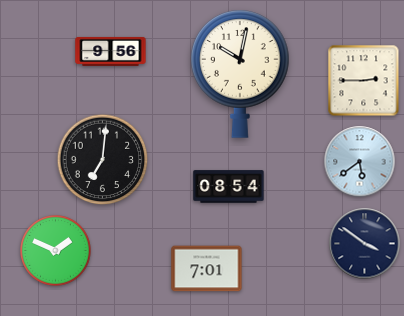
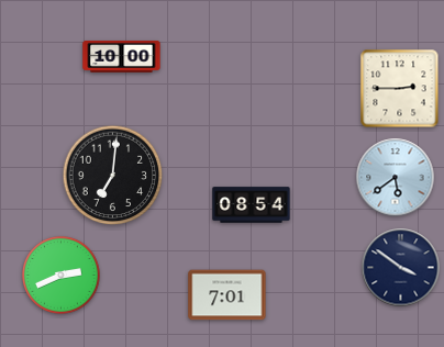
clock at (111, 51): 9:56 -> 10:00
clock at (240, 74): 10:02 -> none
clock at (56, 251): 1:49 -> 2:41
